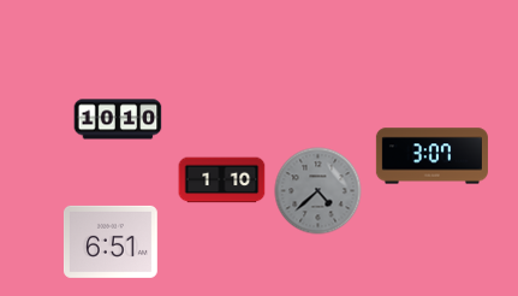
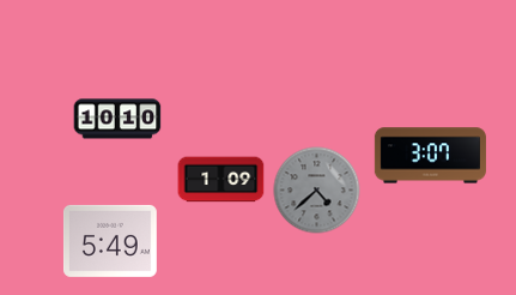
clock at (222, 180): 1:10 -> 1:09
clock at (111, 242): 6:51 -> 5:49
